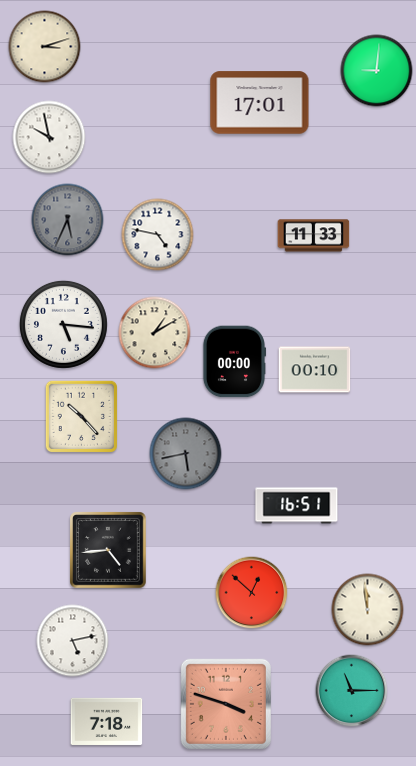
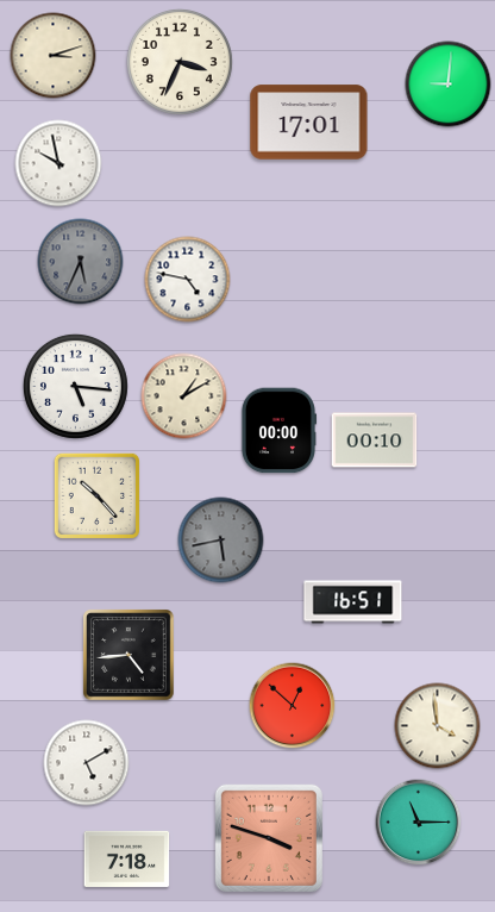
clock at (180, 62): none -> 3:34
clock at (314, 236): 11:33 -> none
clock at (252, 593) position: (252, 593) -> (293, 706)
clock at (368, 610): 11:59 -> 3:59
clock at (73, 641): 5:13 -> 5:10
